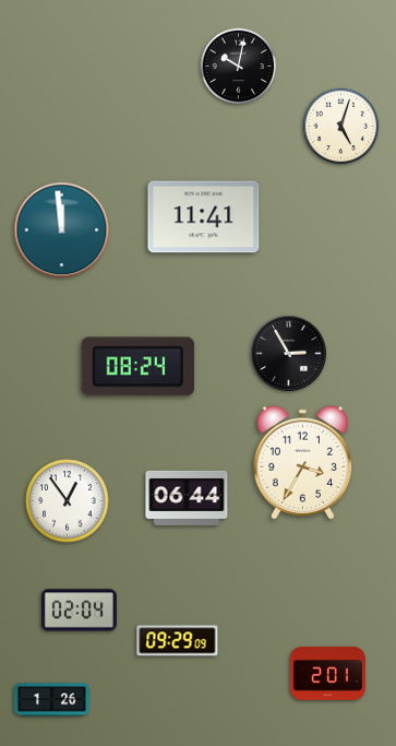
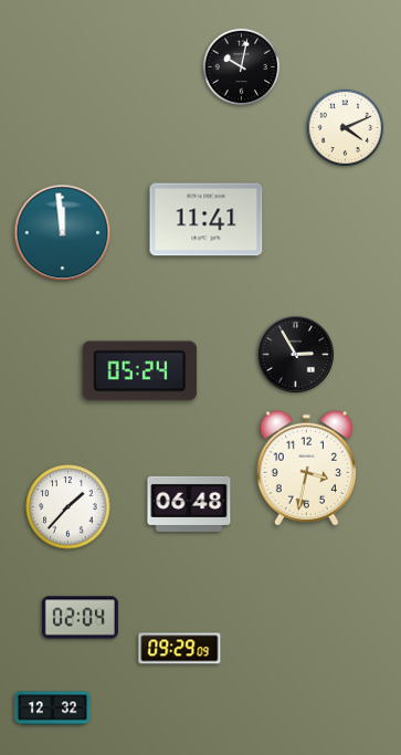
clock at (341, 127): 5:03 -> 4:11
clock at (289, 354) position: (289, 354) -> (296, 355)
clock at (139, 367): 08:24 -> 05:24
clock at (303, 463): 3:35 -> 3:32
clock at (187, 498): 06:44 -> 06:48
clock at (68, 501): 12:54 -> 1:37
clock at (327, 674): 2:01 -> none
clock at (51, 700): 1:26 -> 12:32
